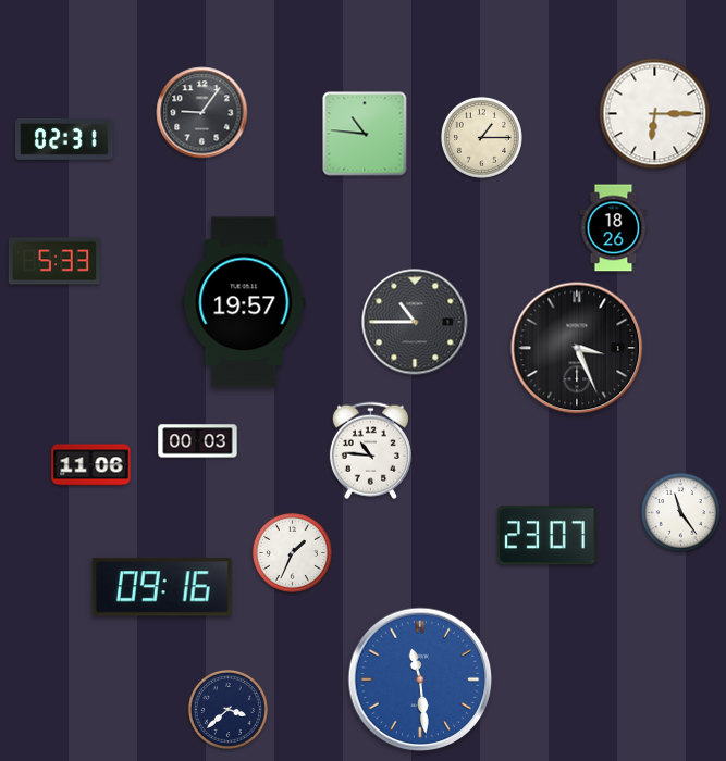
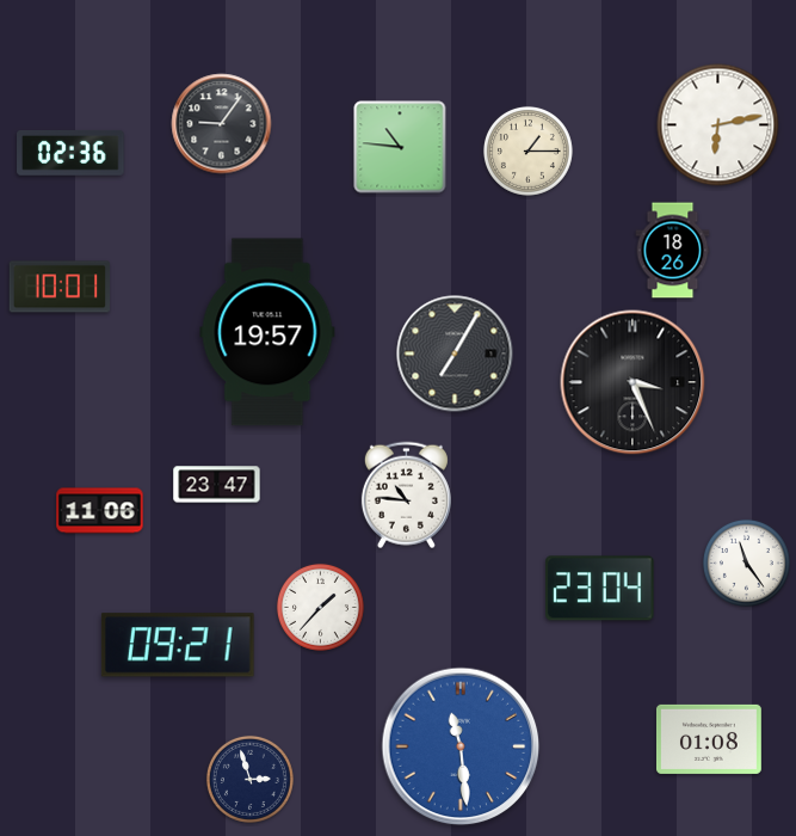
clock at (655, 114): 6:15 -> 6:13
clock at (64, 140): 02:31 -> 02:36
clock at (53, 261): 5:33 -> 10:01
clock at (415, 322): 10:45 -> 7:05
clock at (198, 441): 00:03 -> 23:47
clock at (547, 536): 23:07 -> 23:04
clock at (292, 552): 1:34 -> 1:37
clock at (162, 587): 09:16 -> 09:21
clock at (709, 739): none -> 01:08
clock at (227, 709): 3:38 -> 2:57
